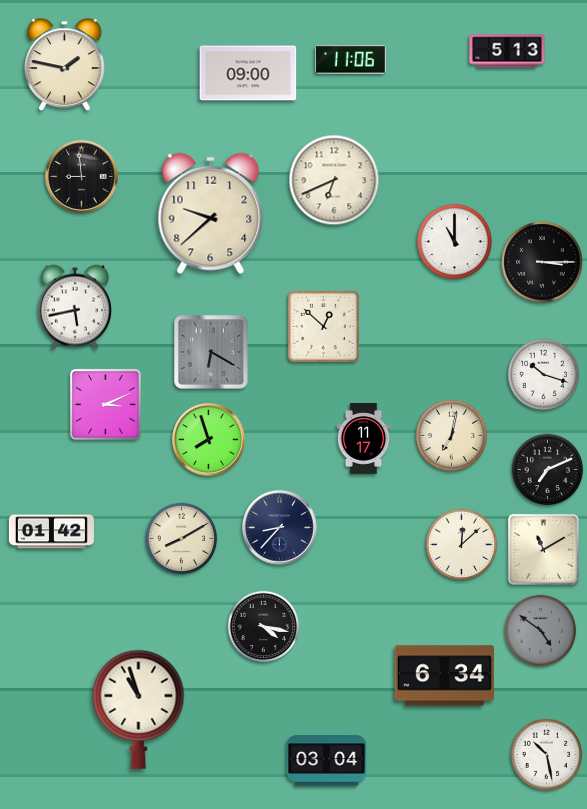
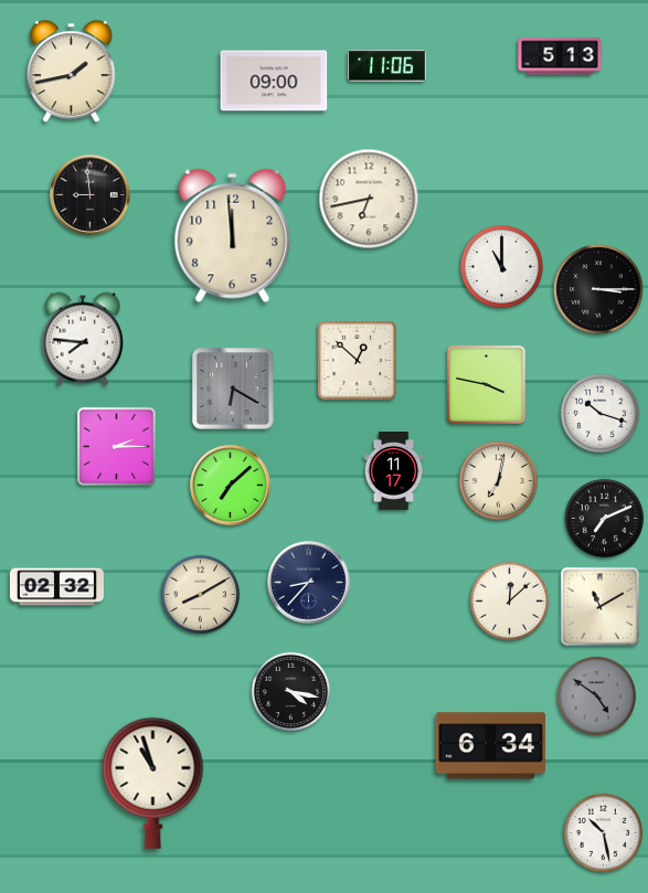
clock at (65, 65): 1:47 -> 1:43
clock at (334, 180): 6:41 -> 6:43
clock at (211, 214): 9:38 -> 11:59
clock at (75, 307): 5:43 -> 7:46
clock at (486, 384): none -> 3:47
clock at (105, 404): 3:11 -> 2:15
clock at (364, 439) position: (364, 439) -> (394, 471)
clock at (209, 440): 7:57 -> 7:08
clock at (51, 532): 01:42 -> 02:32
clock at (327, 761): 03:04 -> none
